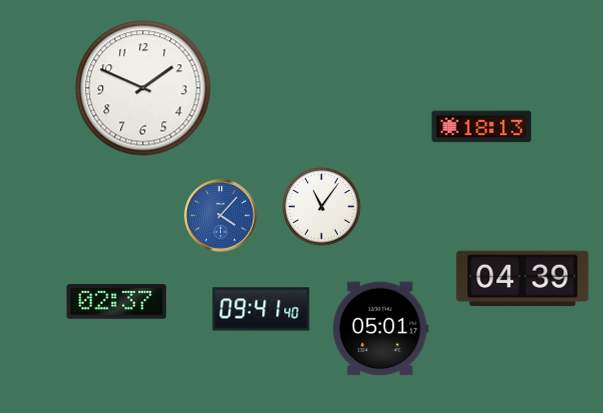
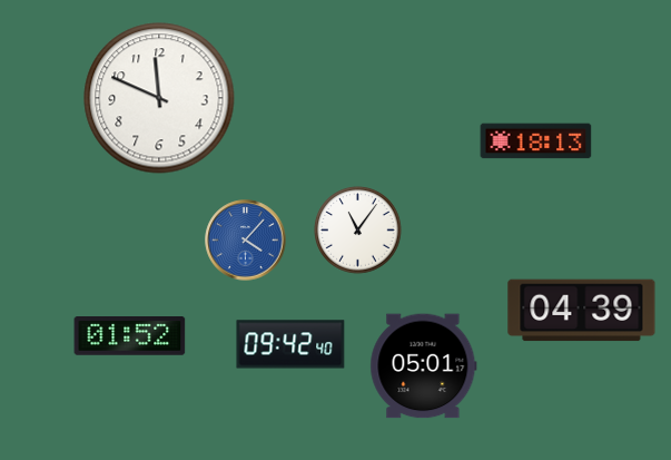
clock at (143, 88): 1:49 -> 11:49
clock at (117, 302): 02:37 -> 01:52
clock at (261, 309): 09:41 -> 09:42
